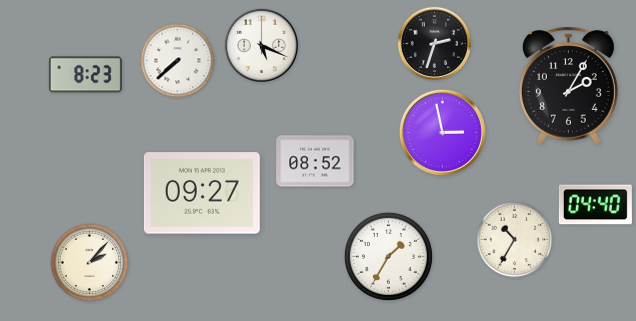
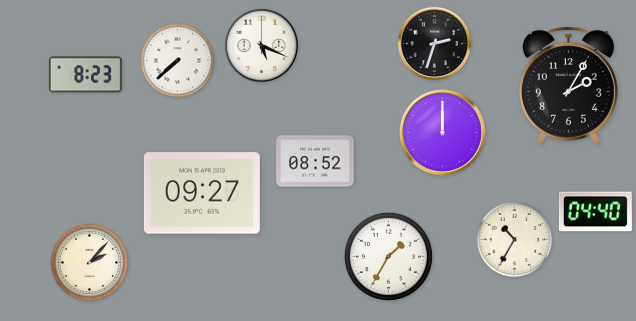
clock at (442, 132): 2:58 -> 12:00
clock at (595, 205) position: (595, 205) -> (595, 212)
